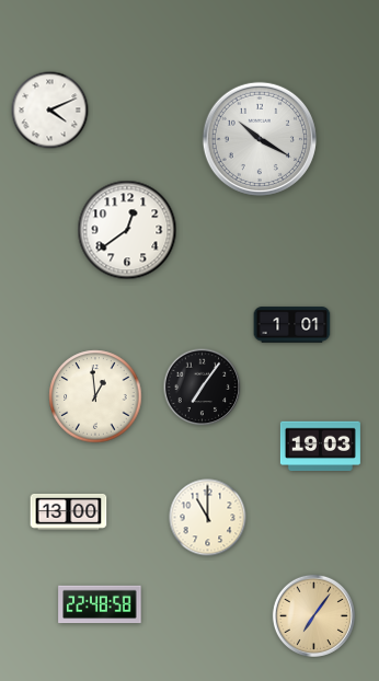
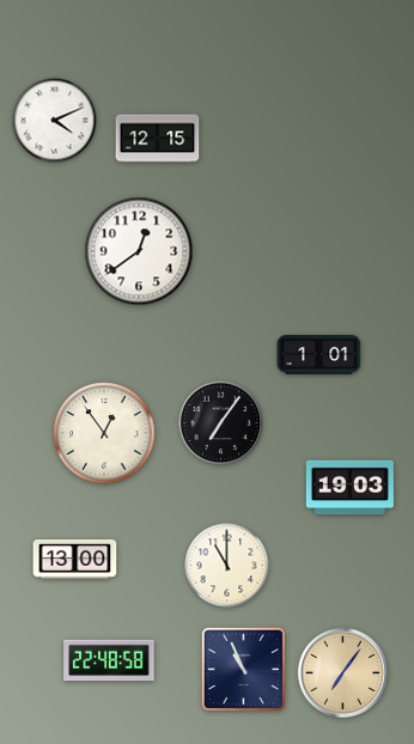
clock at (158, 139): none -> 12:15
clock at (260, 139): 10:20 -> none
clock at (95, 396): 12:59 -> 12:54
clock at (243, 669): none -> 10:56
